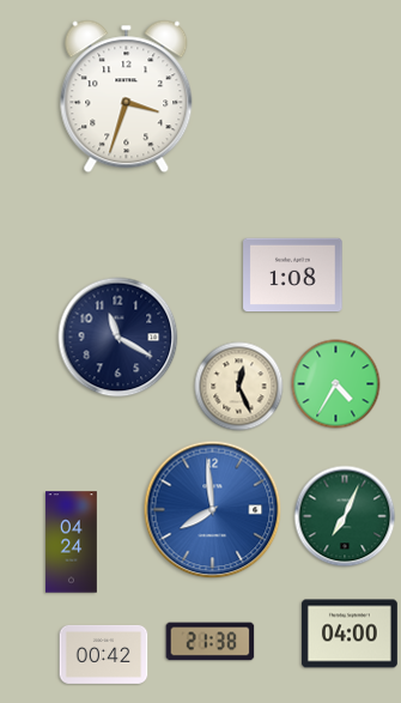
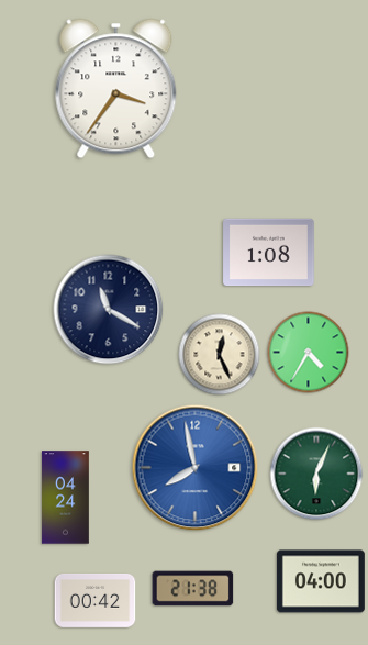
clock at (127, 97): 3:33 -> 3:36
clock at (213, 510): 7:59 -> 7:58
clock at (345, 516): 7:04 -> 6:04
